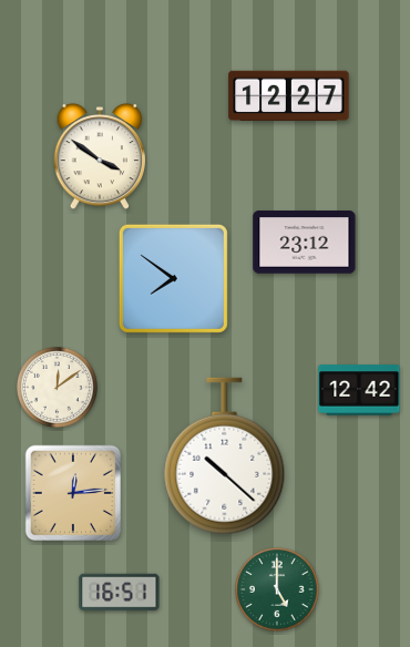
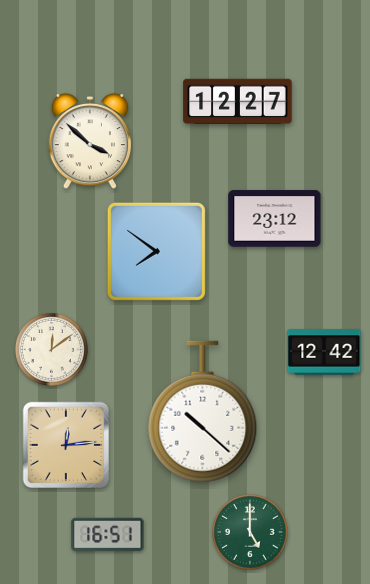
clock at (289, 95) position: (289, 95) -> (238, 101)
clock at (99, 156): 3:51 -> 3:52
